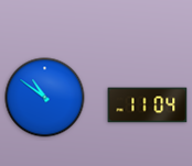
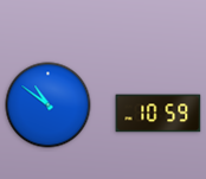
clock at (148, 106): 11:04 -> 10:59
